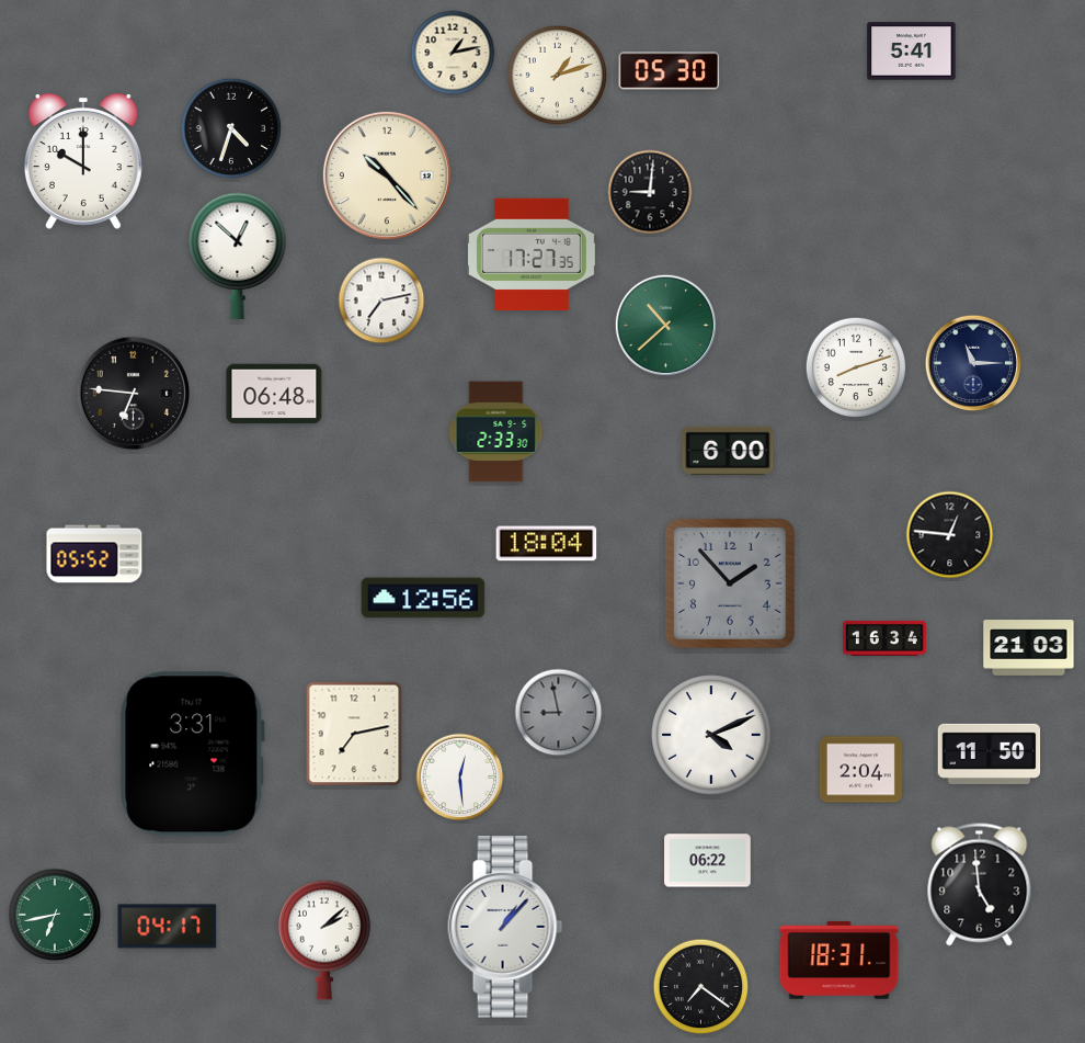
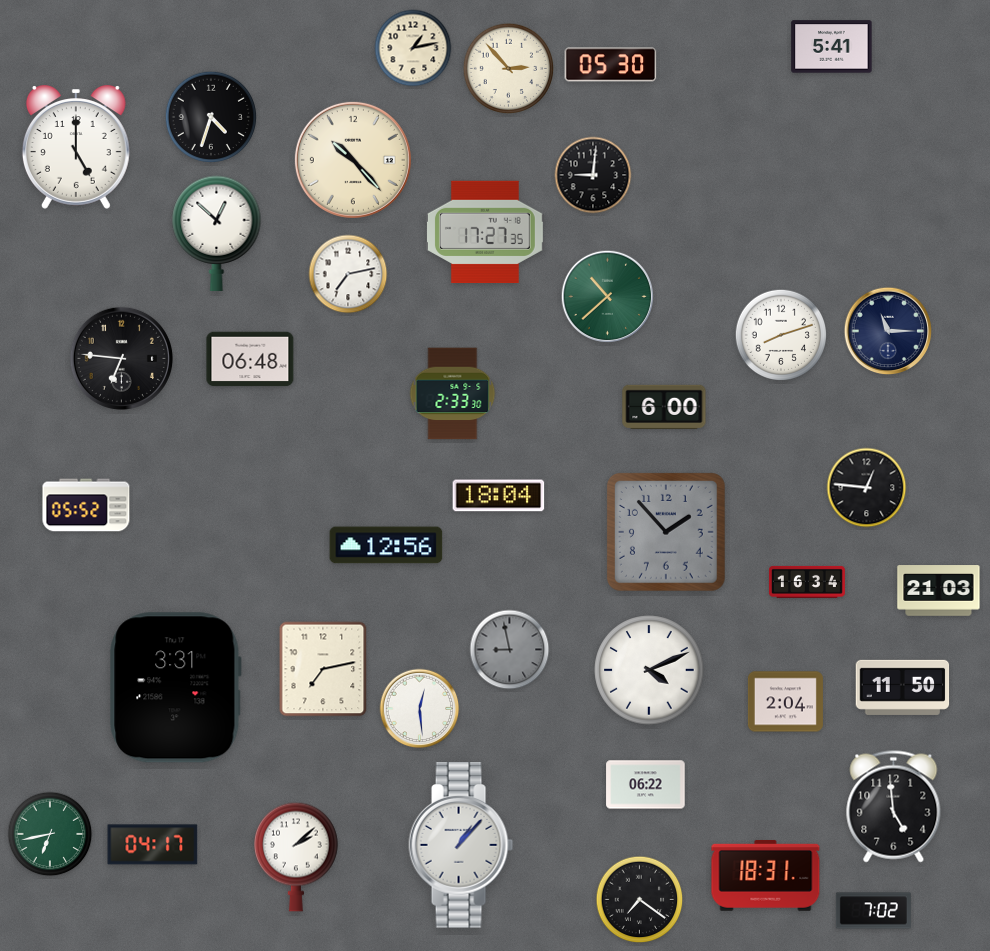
clock at (558, 76): 1:12 -> 2:53
clock at (83, 161): 10:00 -> 5:00
clock at (728, 450) position: (728, 450) -> (664, 406)
clock at (873, 911): none -> 7:02
